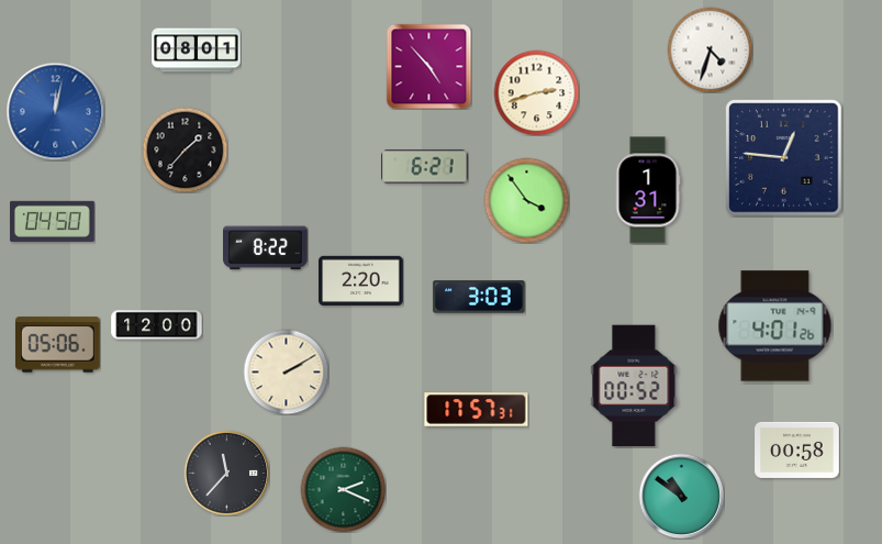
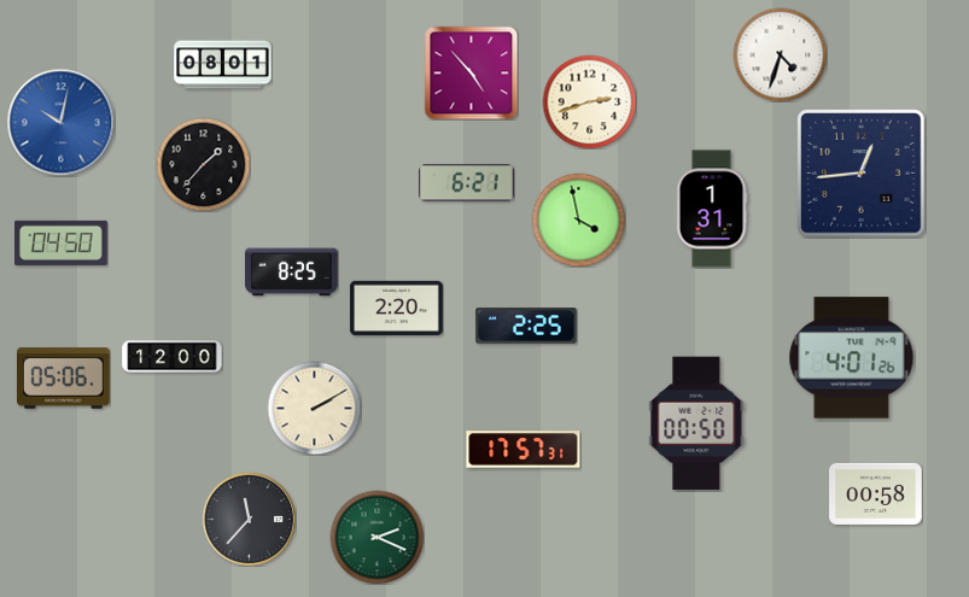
clock at (197, 51) position: (197, 51) -> (223, 65)
clock at (55, 111): 12:02 -> 10:02
clock at (784, 158): 12:46 -> 12:44
clock at (526, 200): 3:54 -> 3:58
clock at (53, 221) position: (53, 221) -> (62, 242)
clock at (266, 248): 8:22 -> 8:25
clock at (479, 297): 3:03 -> 2:25
clock at (634, 386): 00:52 -> 00:50
clock at (681, 496): 10:51 -> none
